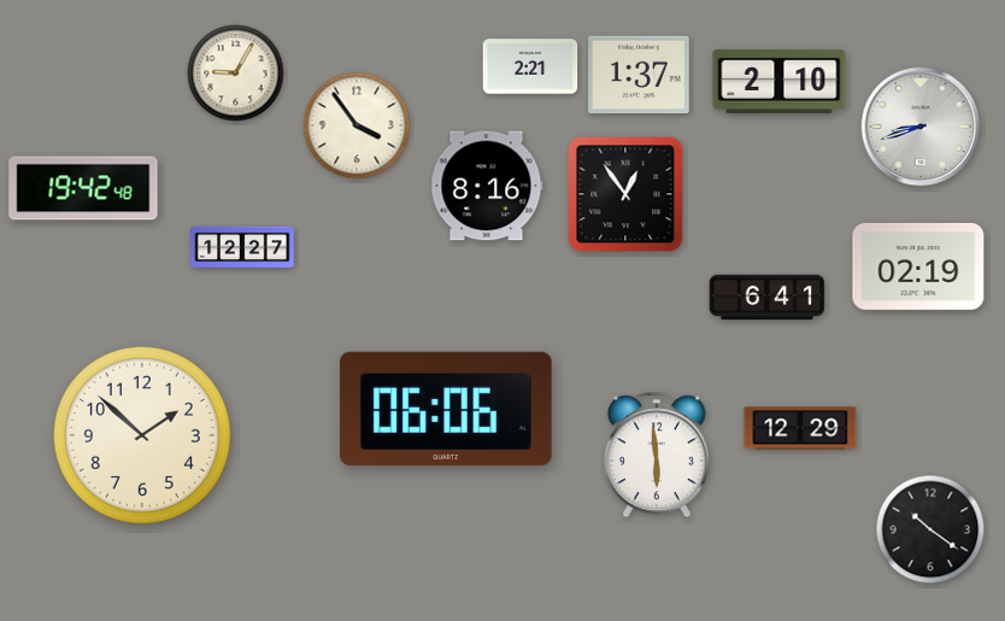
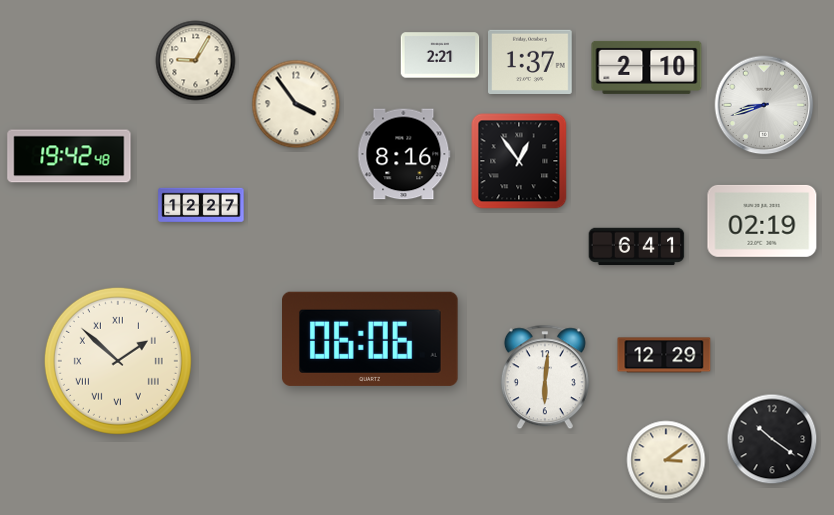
clock at (142, 435) numerals: Arabic -> Roman
clock at (657, 455): 5:59 -> 6:01
clock at (666, 460): none -> 3:09
